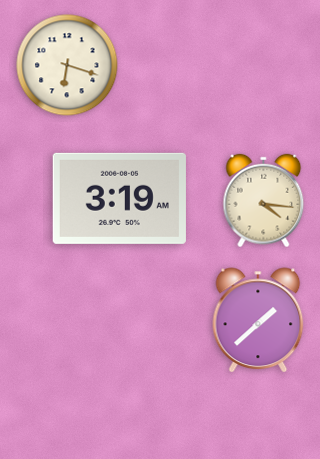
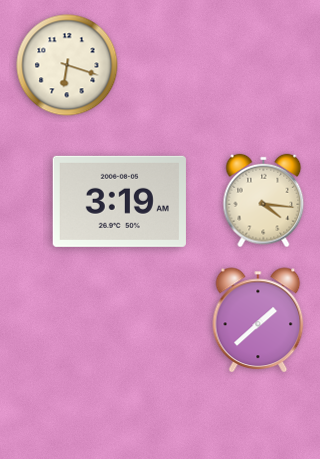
clock at (119, 198) position: (119, 198) -> (119, 201)
